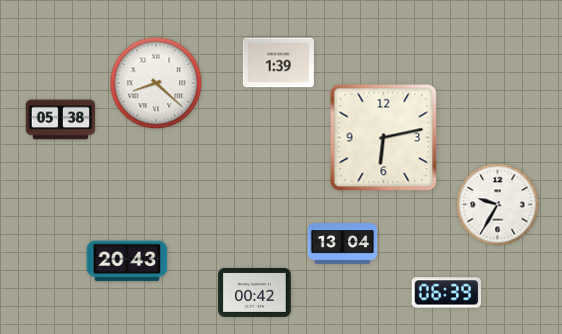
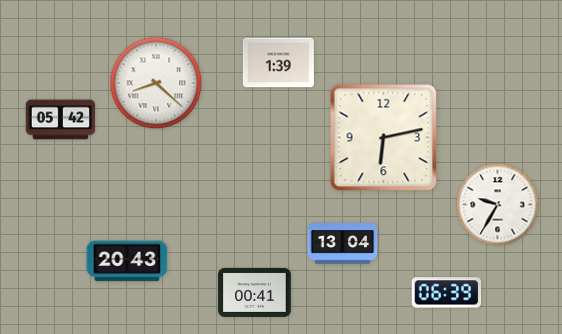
clock at (61, 120): 05:38 -> 05:42
clock at (255, 292): 00:42 -> 00:41
